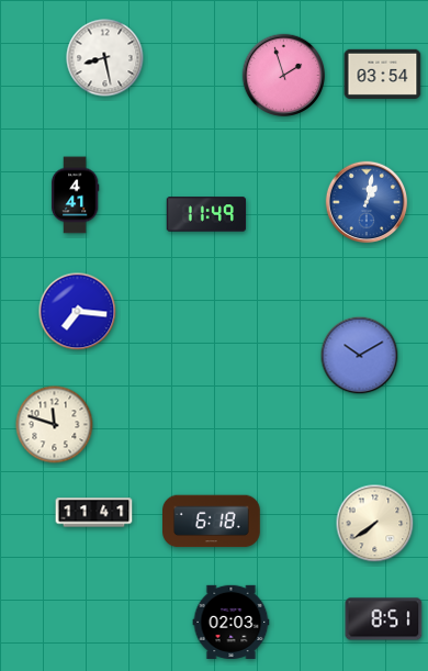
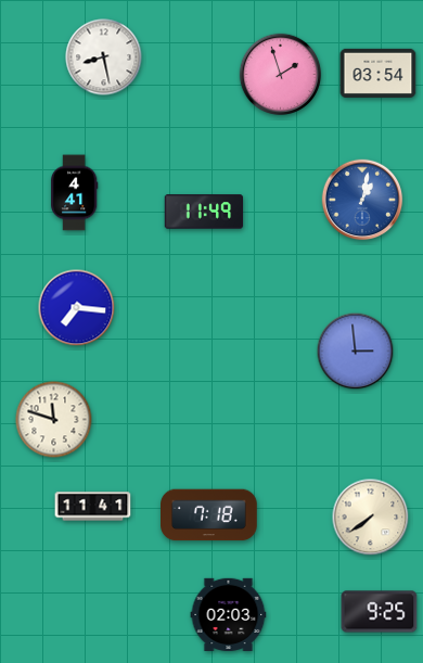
clock at (360, 356): 10:10 -> 2:59
clock at (212, 522): 6:18 -> 7:18
clock at (384, 619): 8:51 -> 9:25
